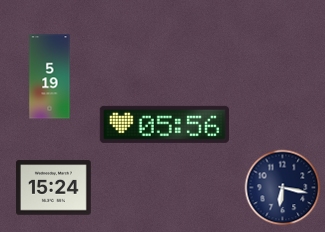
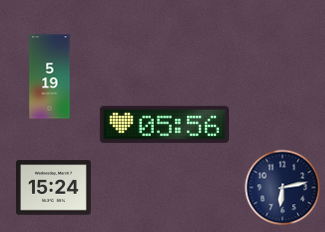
clock at (283, 188): 6:17 -> 6:13
